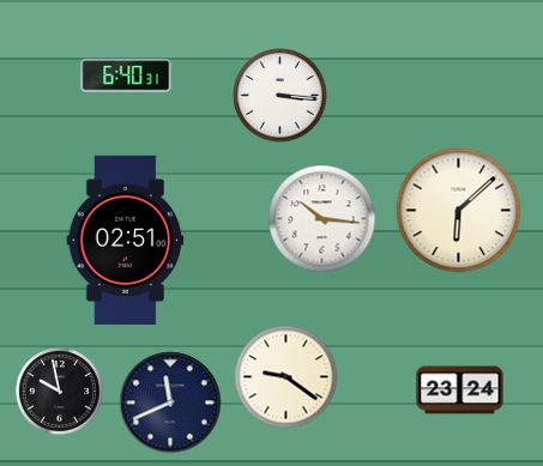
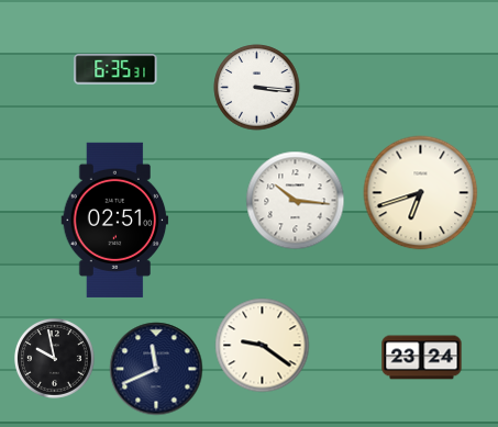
clock at (126, 75): 6:40 -> 6:35
clock at (459, 211): 6:08 -> 6:42
